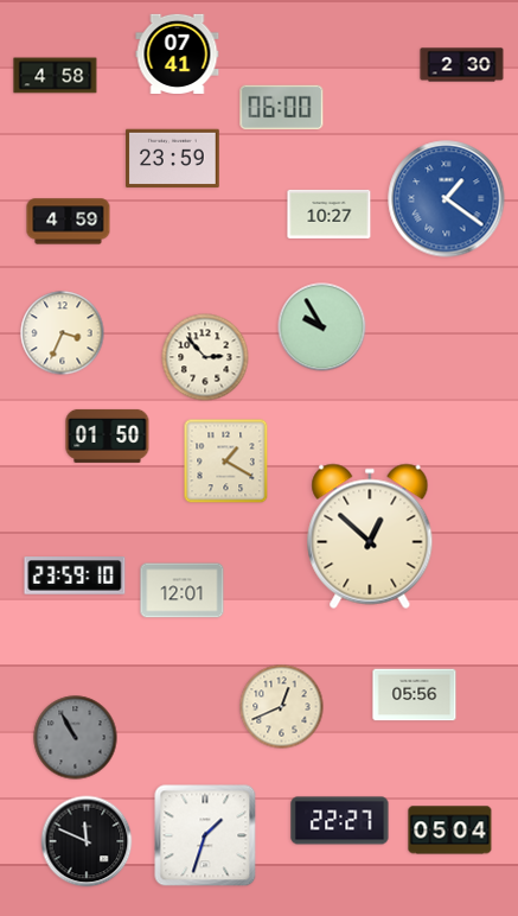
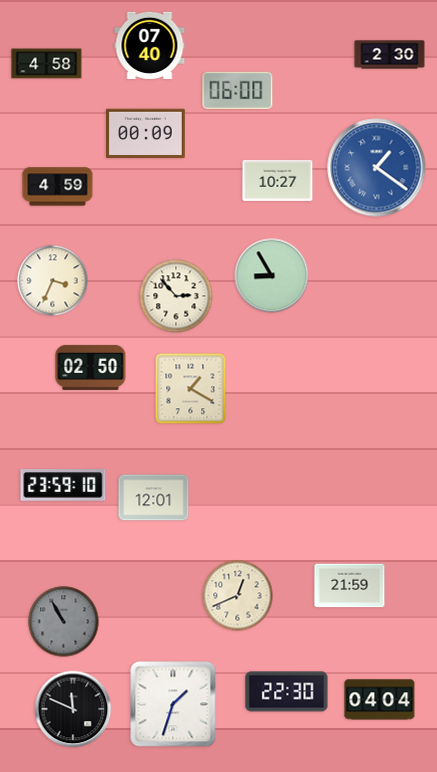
clock at (178, 53): 07:41 -> 07:40
clock at (173, 159): 23:59 -> 00:09
clock at (322, 327): 9:55 -> 8:55
clock at (205, 357) position: (205, 357) -> (176, 296)
clock at (108, 435): 01:50 -> 02:50
clock at (370, 536): 12:52 -> none
clock at (415, 695): 05:56 -> 21:59
clock at (340, 821): 22:27 -> 22:30
clock at (450, 831): 05:04 -> 04:04
